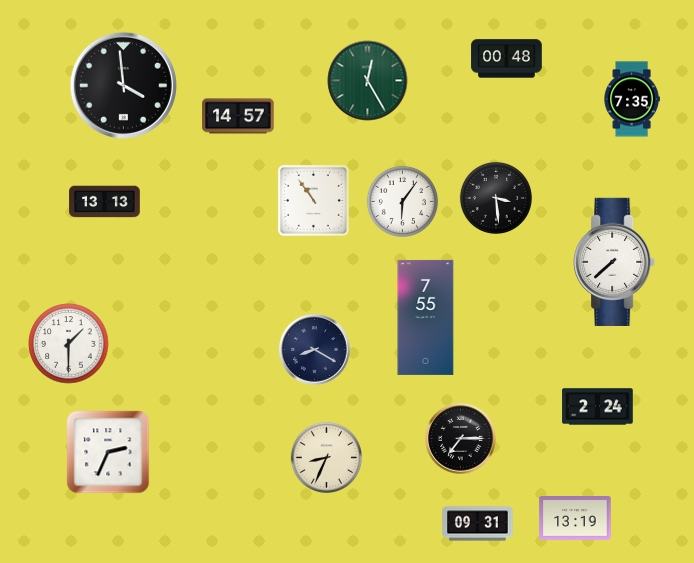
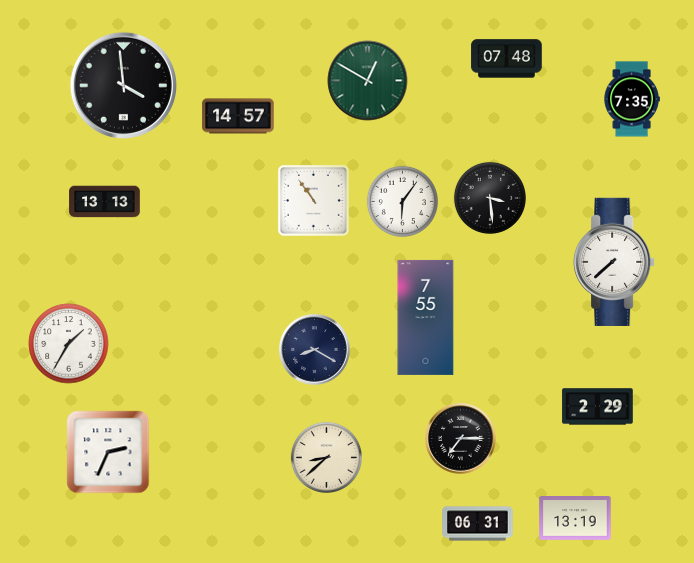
clock at (507, 59): 00:48 -> 07:48
clock at (368, 81): 12:25 -> 12:50
clock at (496, 198) position: (496, 198) -> (490, 198)
clock at (69, 344): 1:30 -> 1:35
clock at (598, 407): 2:24 -> 2:29
clock at (326, 457): 8:34 -> 8:38
clock at (478, 524): 09:31 -> 06:31
